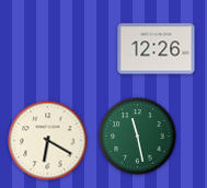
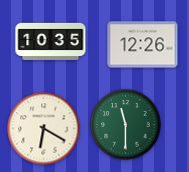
clock at (51, 41): none -> 10:35
clock at (138, 137): 11:28 -> 11:30
